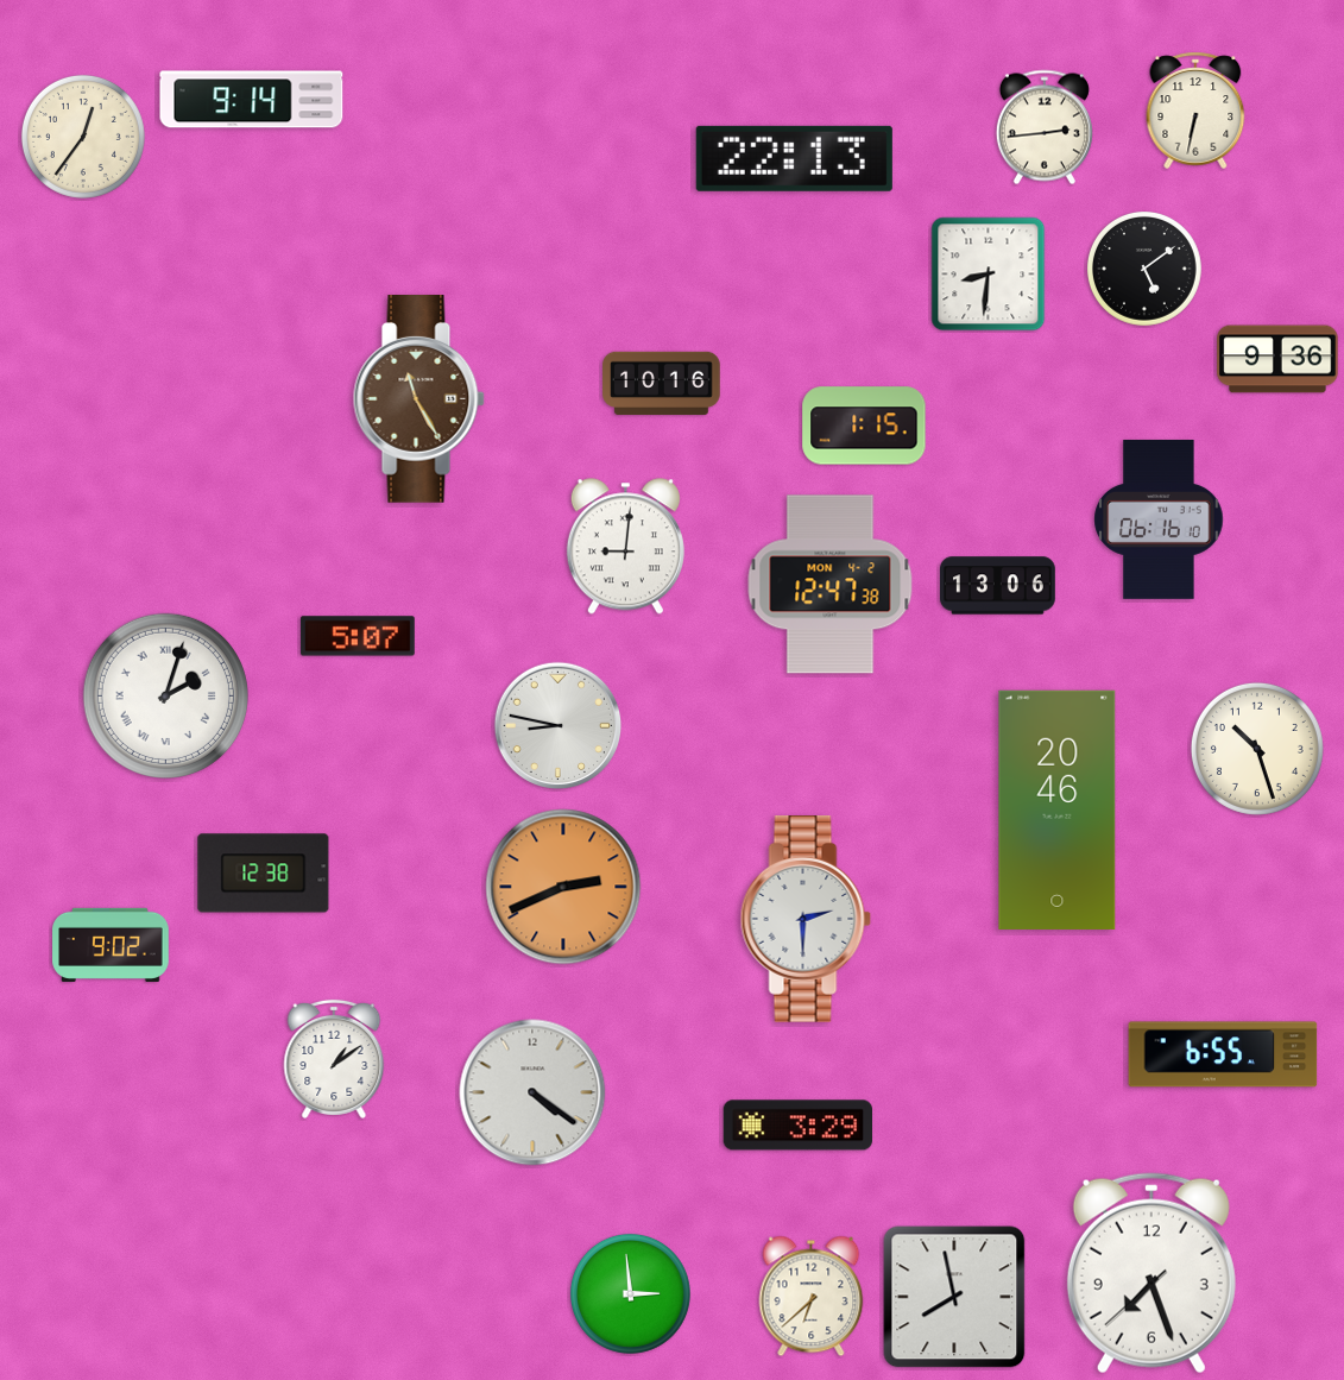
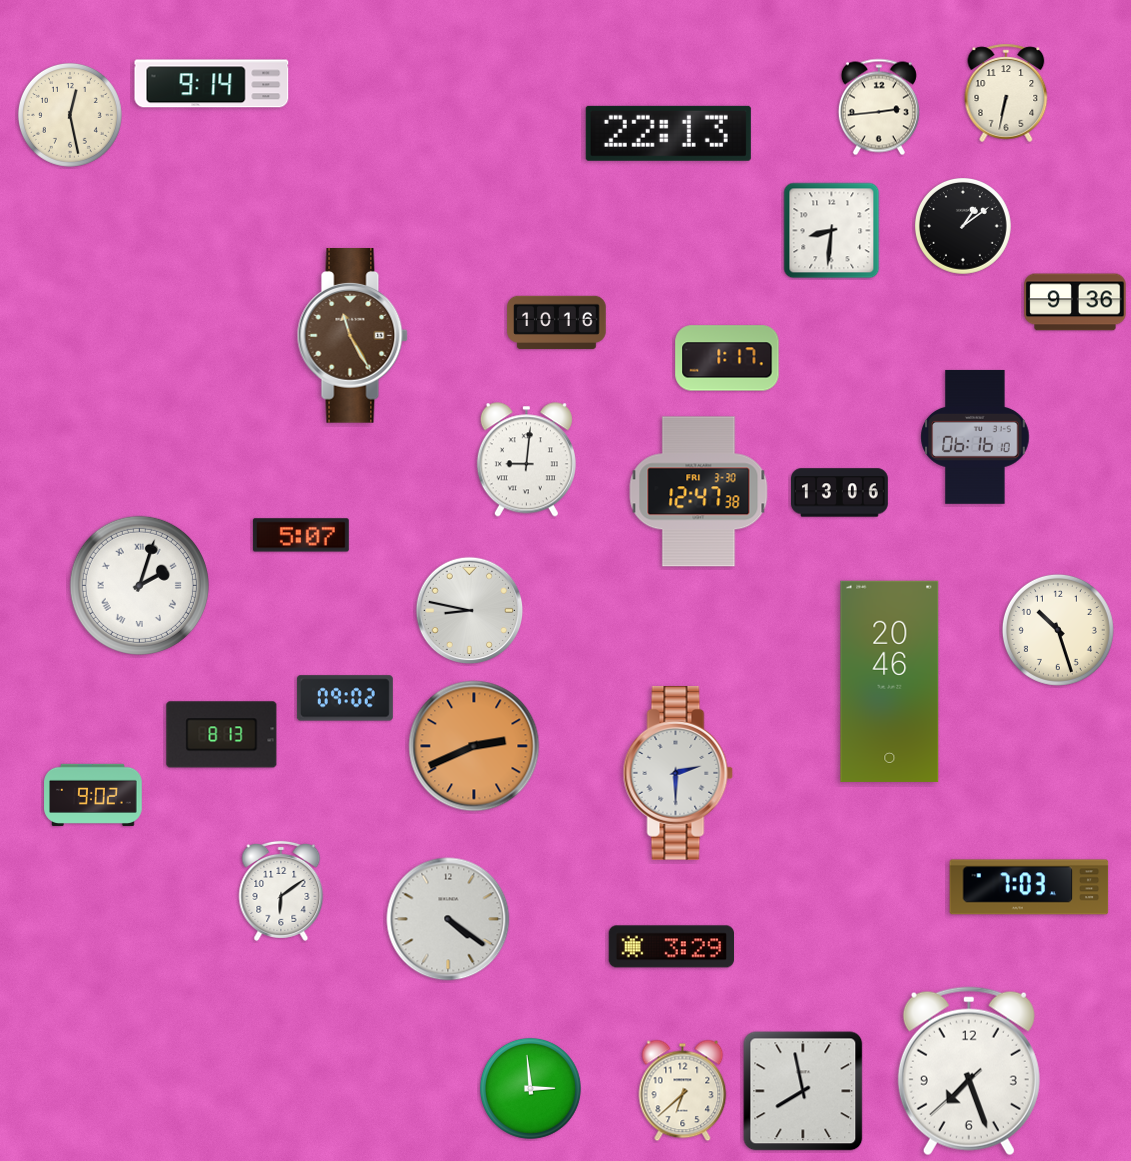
clock at (83, 137): 12:36 -> 12:28
clock at (1146, 270): 5:09 -> 1:09
clock at (864, 426): 1:15 -> 1:17
clock at (831, 585) date: MON 4-2 -> FRI 3-30
clock at (345, 698): none -> 09:02
clock at (264, 874): 12:38 -> 8:13
clock at (1223, 1054): 6:55 -> 7:03
clock at (334, 1059): 1:09 -> 6:09
